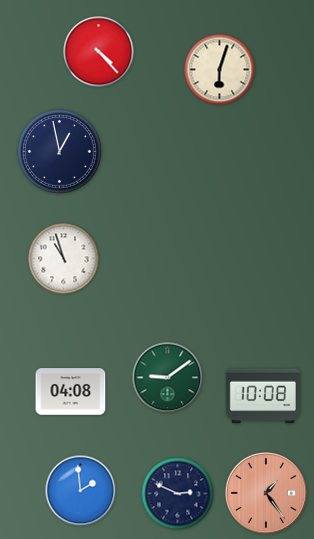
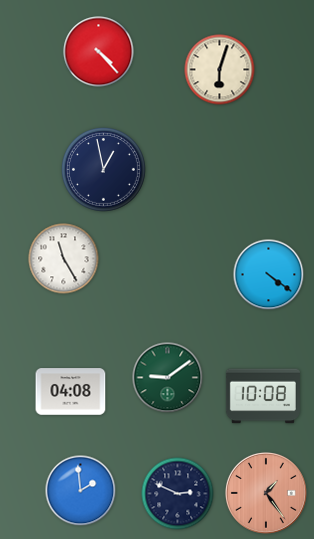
clock at (59, 151) position: (59, 151) -> (103, 169)
clock at (64, 259): 10:57 -> 11:25
clock at (269, 275): none -> 4:21
